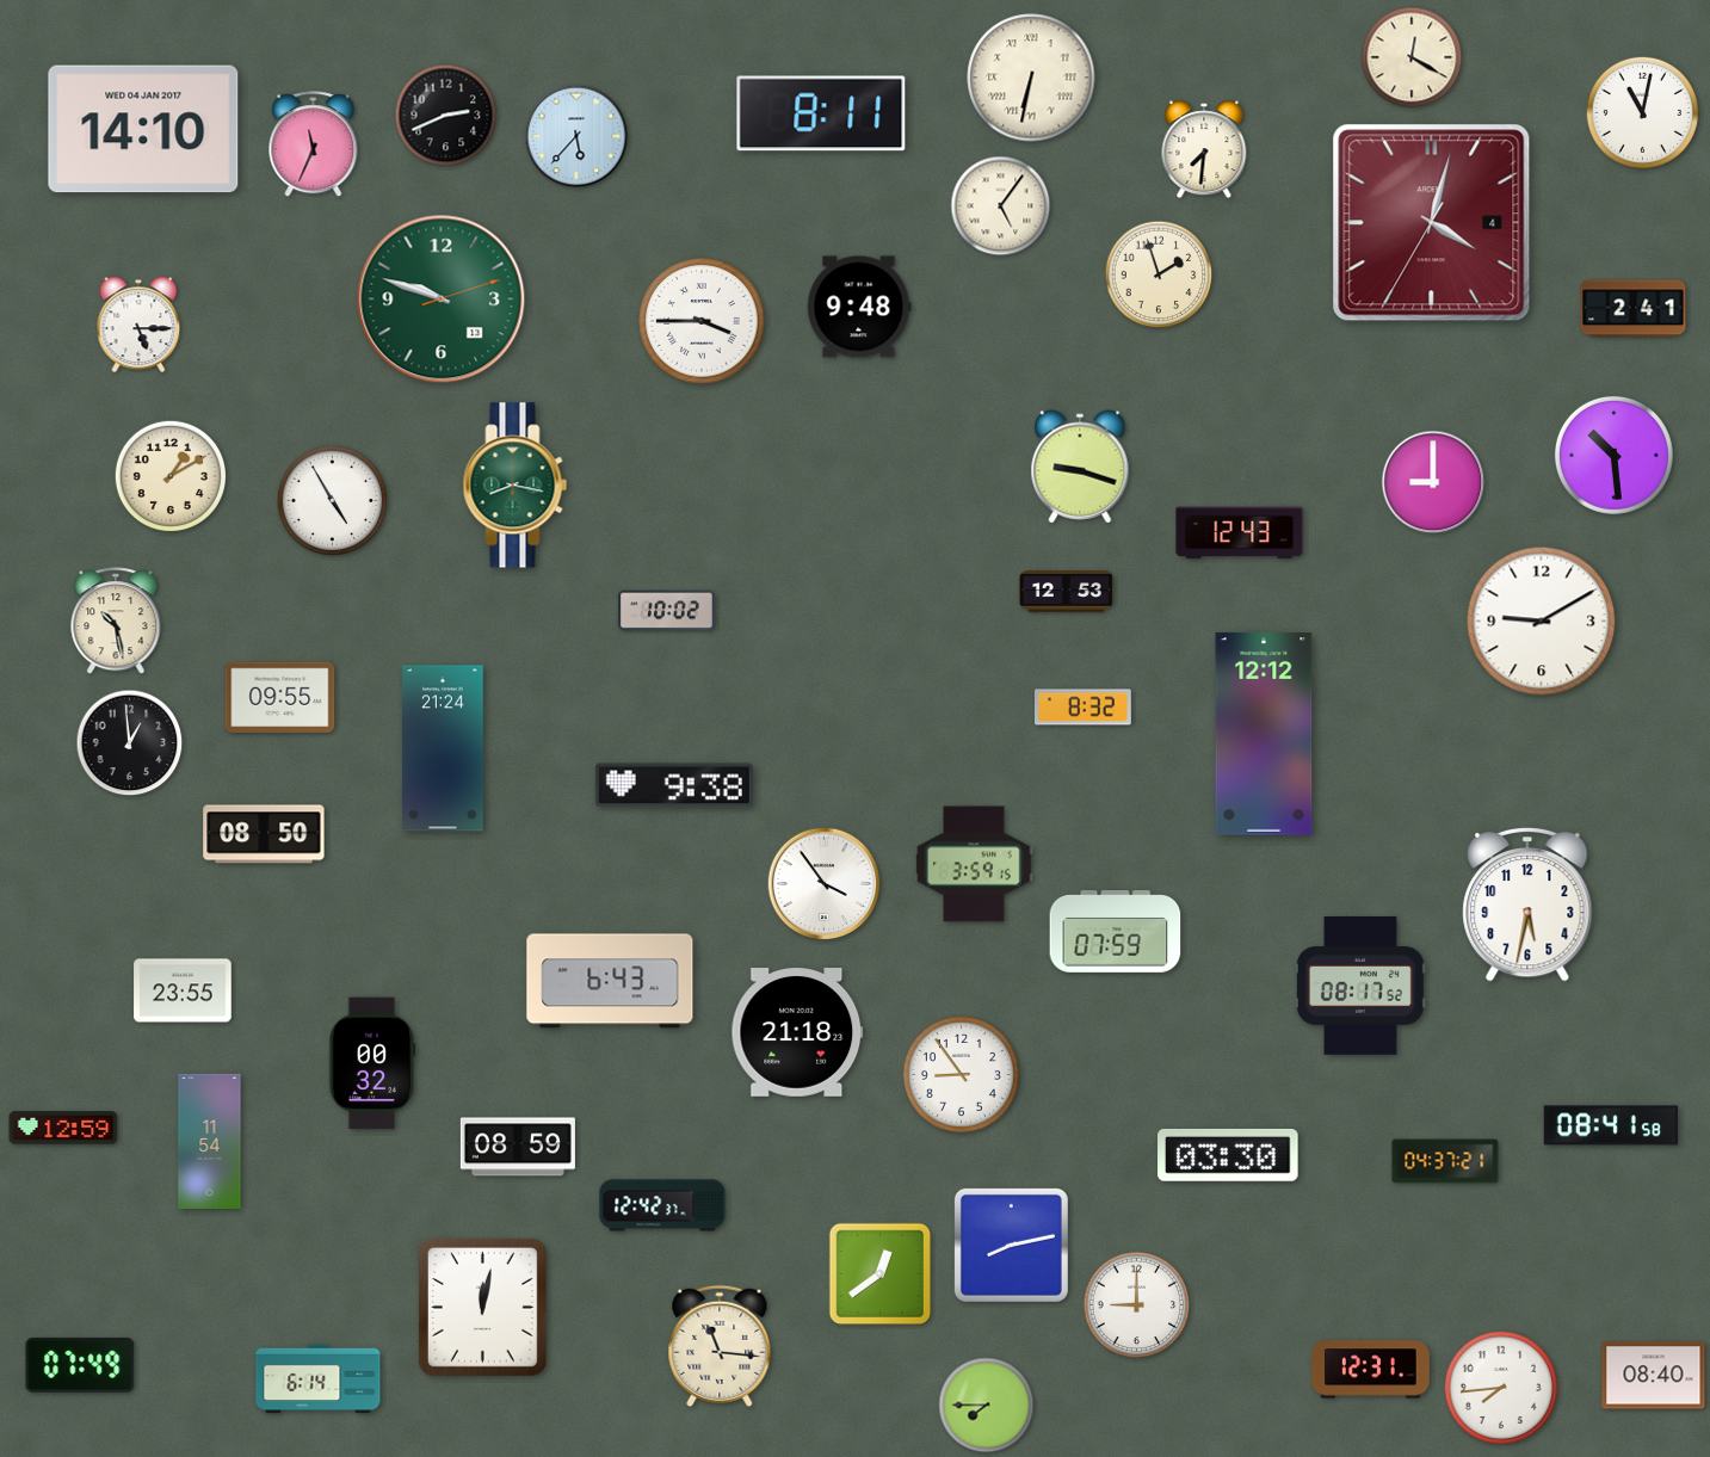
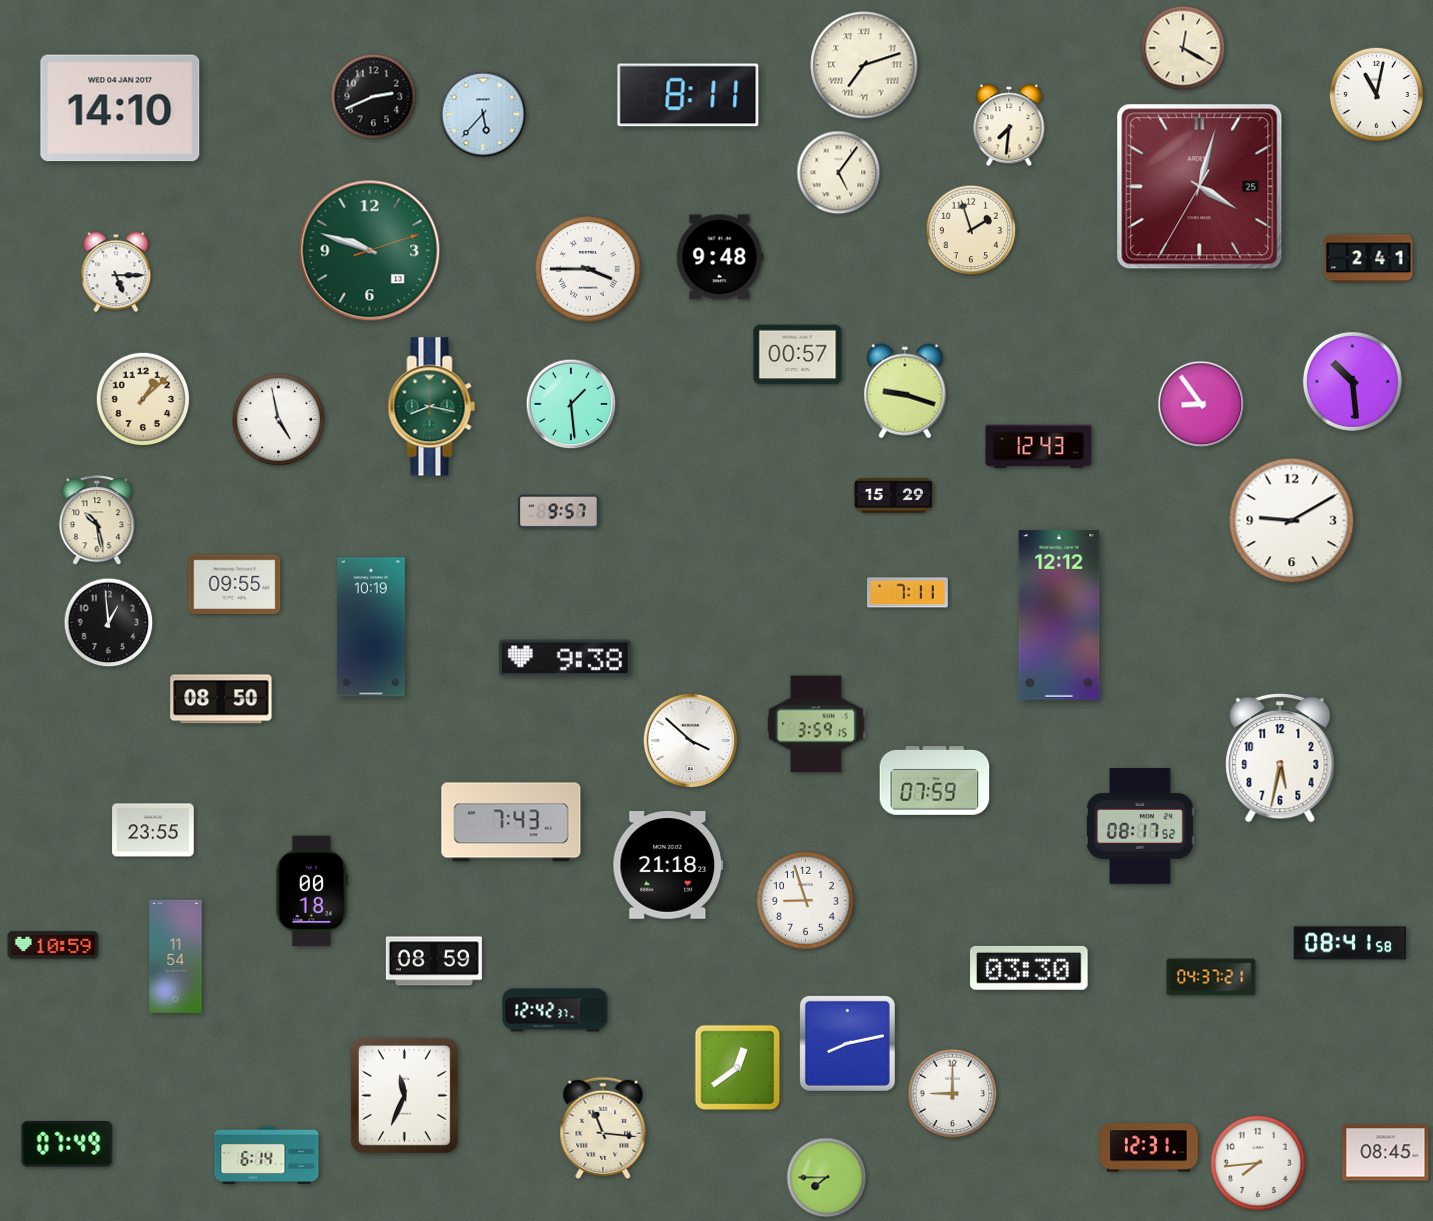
clock at (1031, 78): 6:32 -> 7:12
clock at (314, 144): 11:34 -> none
clock at (1432, 223) date: 4 -> 25
clock at (798, 355): none -> 00:57
clock at (169, 475): 1:10 -> 1:08
clock at (571, 404): none -> 1:29
clock at (1433, 482): 9:00 -> 8:54
clock at (333, 501): 4:55 -> 4:58
clock at (1066, 592): 12:53 -> 15:29
clock at (667, 611): 10:02 -> 9:57
clock at (1084, 708): 8:32 -> 7:11
clock at (444, 748): 21:24 -> 10:19
clock at (825, 884): 3:54 -> 3:52
clock at (610, 981): 6:43 -> 7:43
clock at (372, 1063): 00:32 -> 00:18
clock at (961, 1074): 8:54 -> 8:57
clock at (63, 1128): 12:59 -> 10:59
clock at (1445, 1161) position: (1445, 1161) -> (1211, 977)
clock at (482, 1307): 12:02 -> 11:34
clock at (1654, 1376): 08:40 -> 08:45
